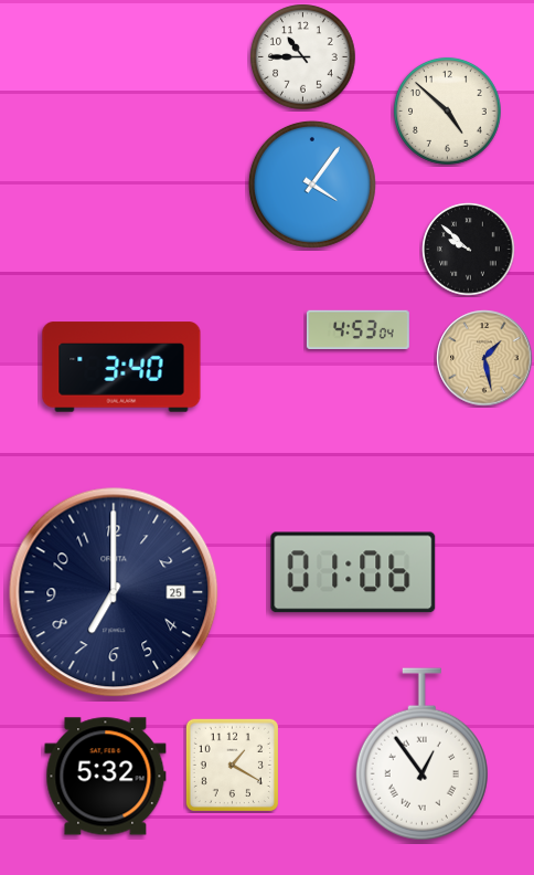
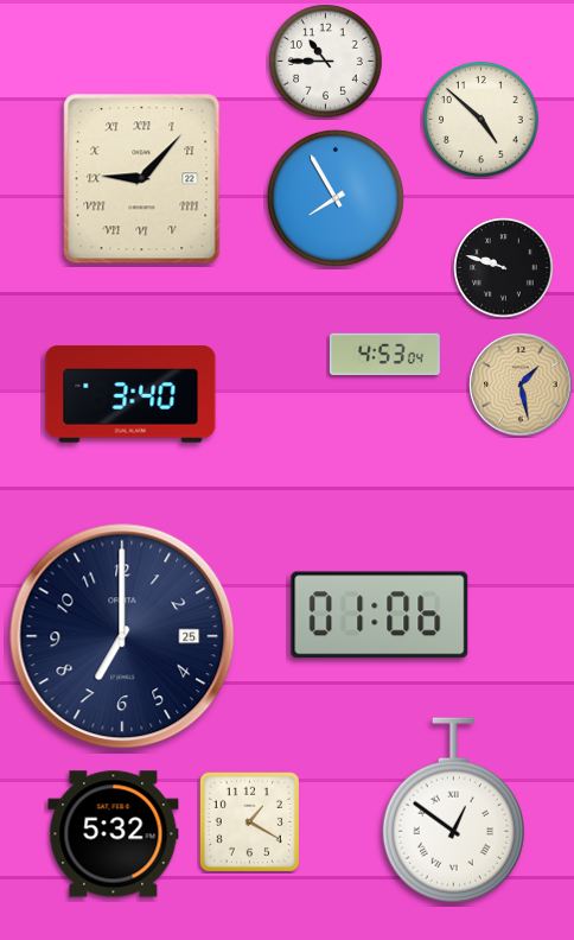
clock at (142, 179): none -> 9:07
clock at (312, 185): 4:06 -> 7:55
clock at (469, 250): 9:52 -> 9:48
clock at (421, 755): 12:54 -> 12:51
